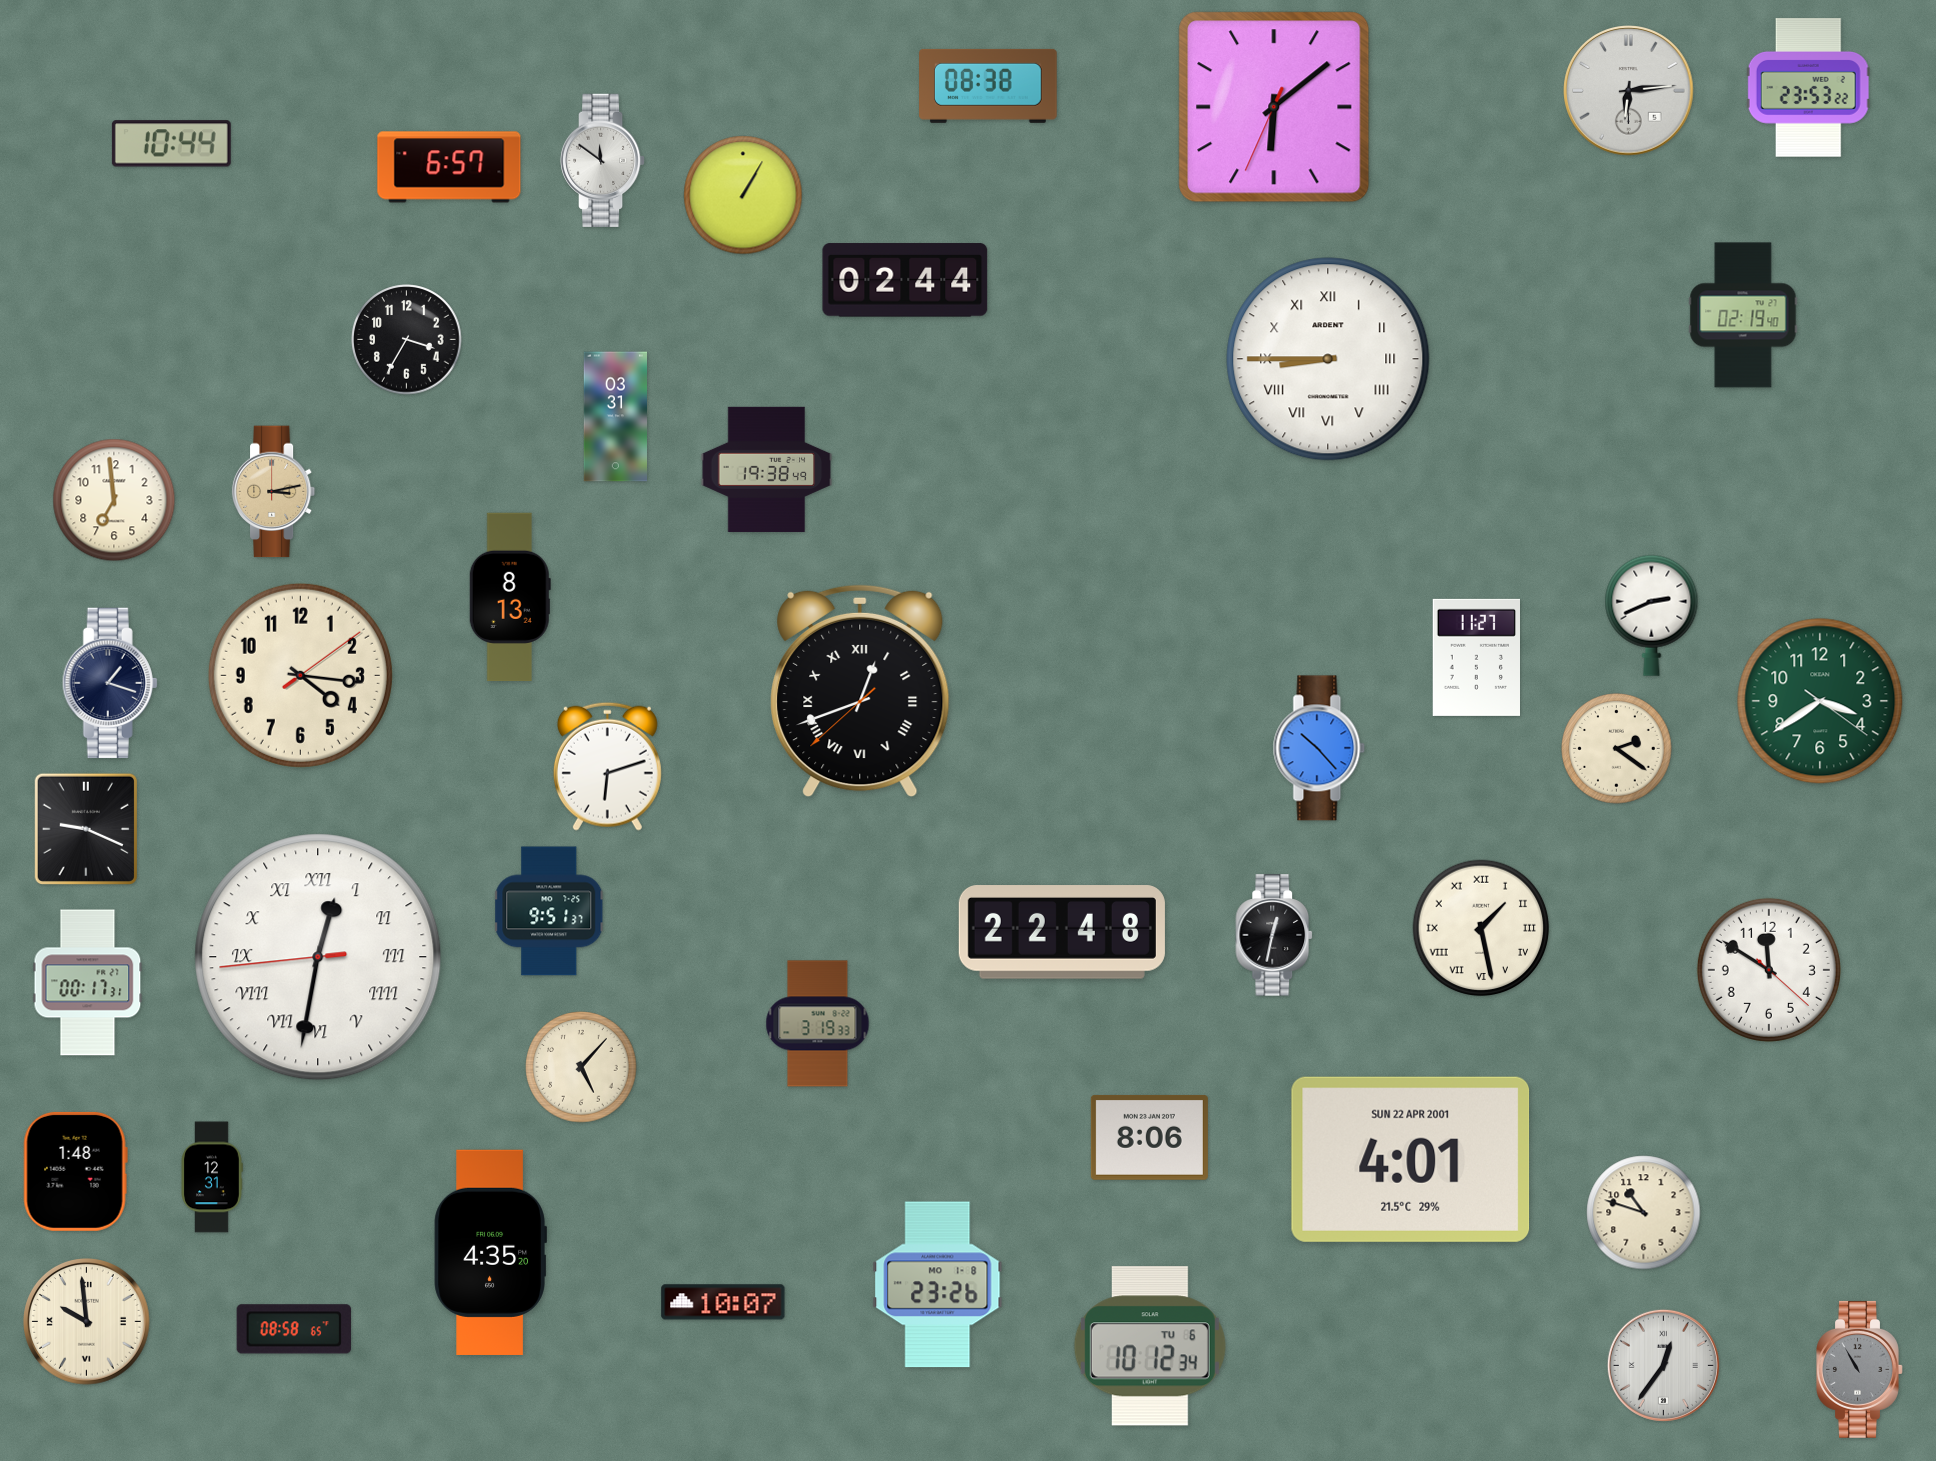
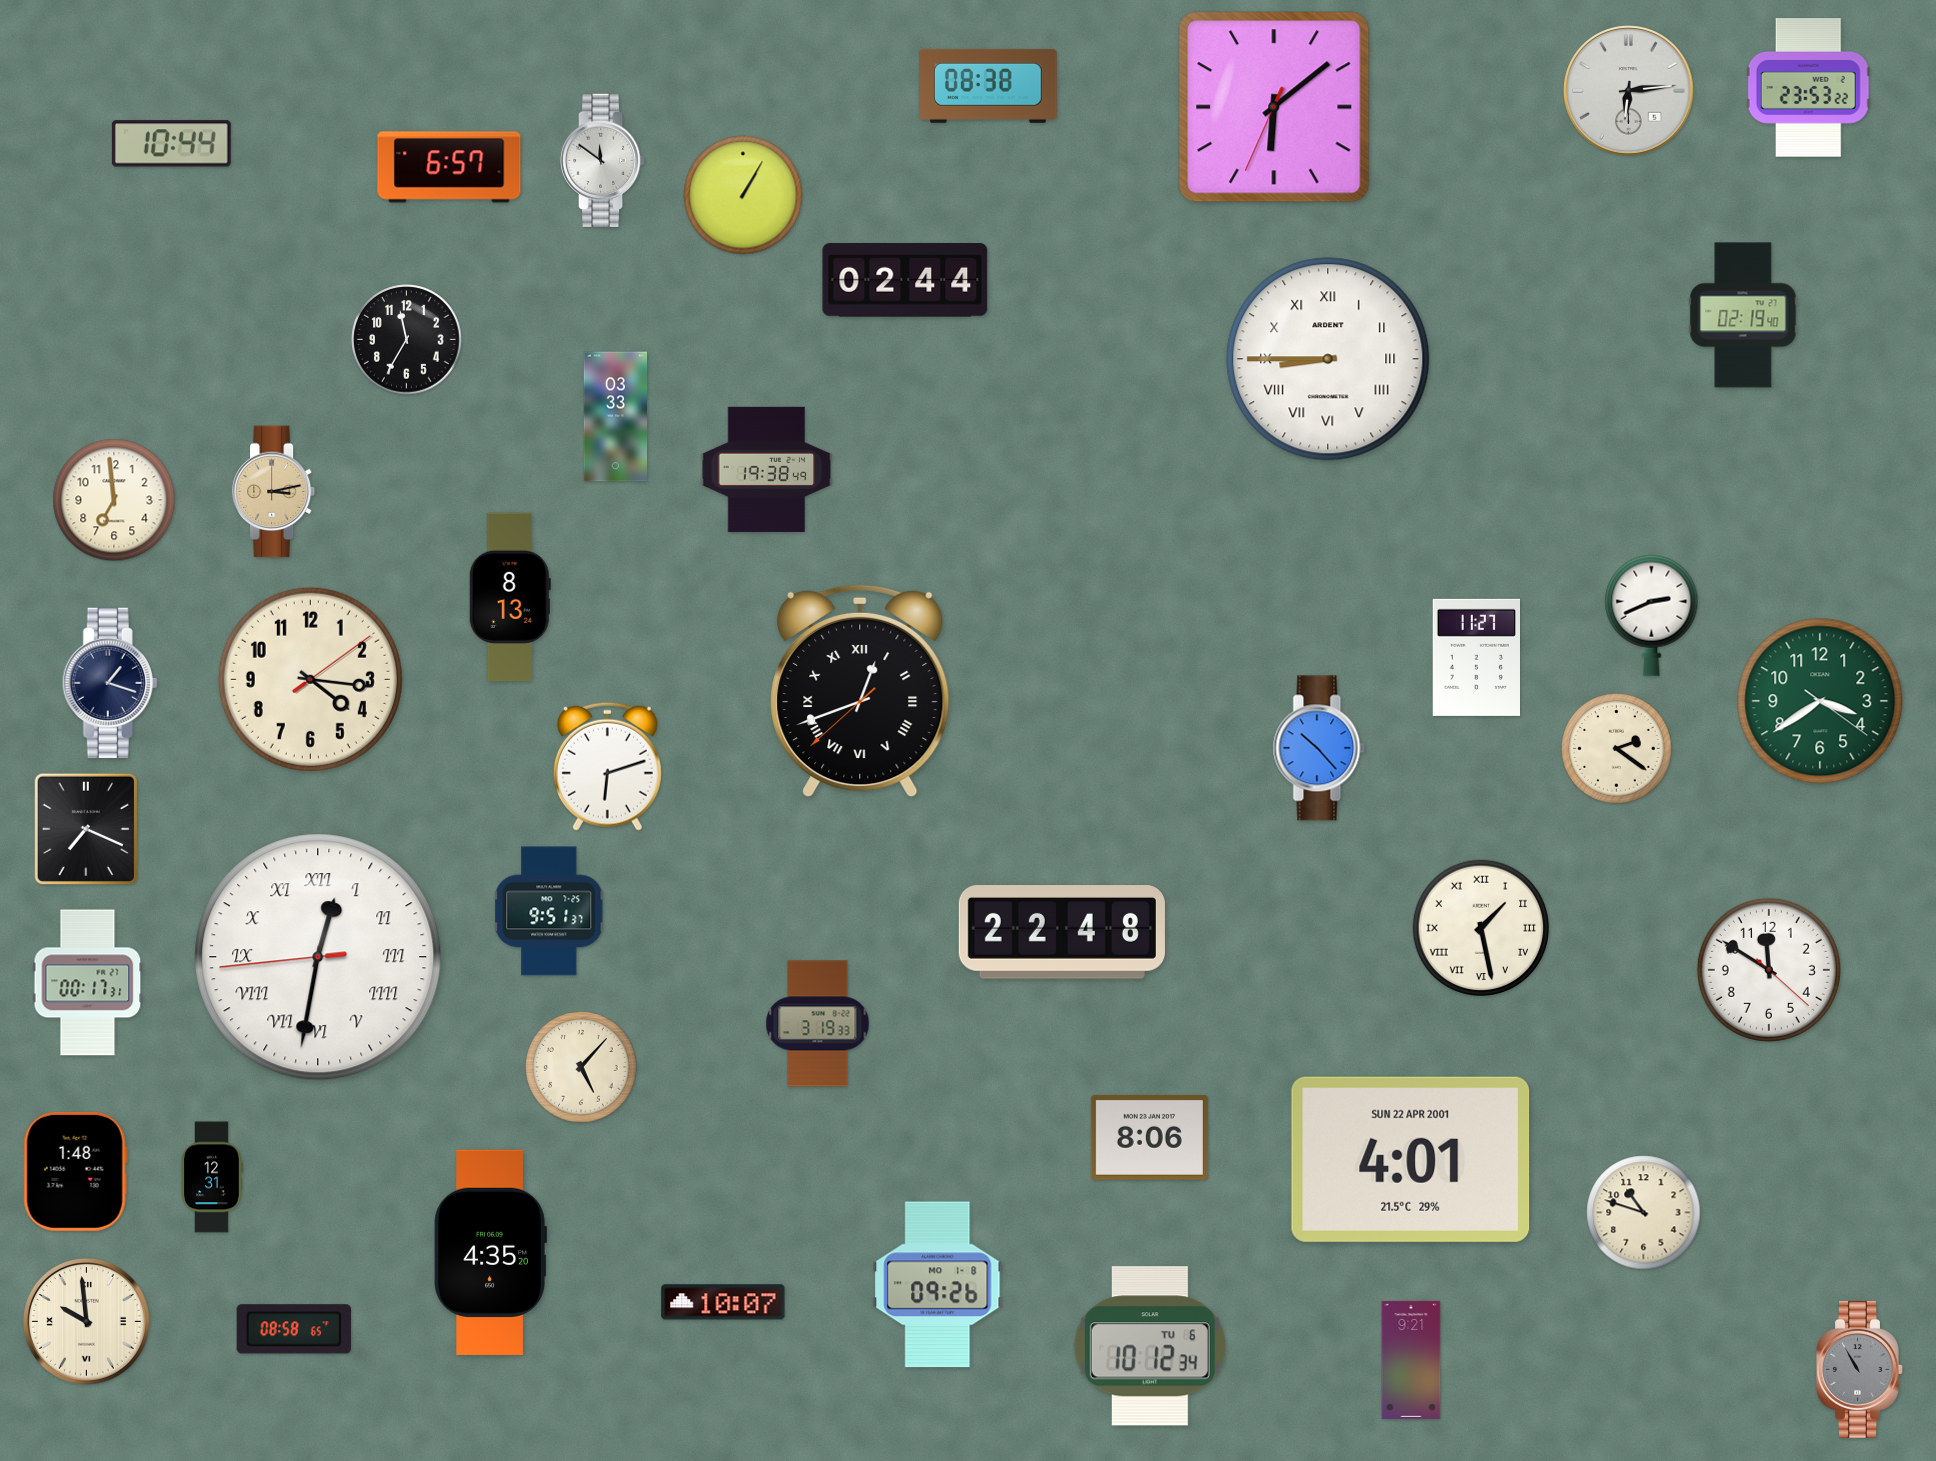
clock at (407, 340): 3:35 -> 11:35
clock at (616, 417): 03:31 -> 03:33
clock at (300, 675) position: (300, 675) -> (310, 679)
clock at (85, 828): 9:19 -> 7:19
clock at (1275, 935): 12:32 -> none
clock at (938, 1285): 23:26 -> 09:26
clock at (1411, 1360): none -> 9:21
clock at (1663, 1365): 12:36 -> none
